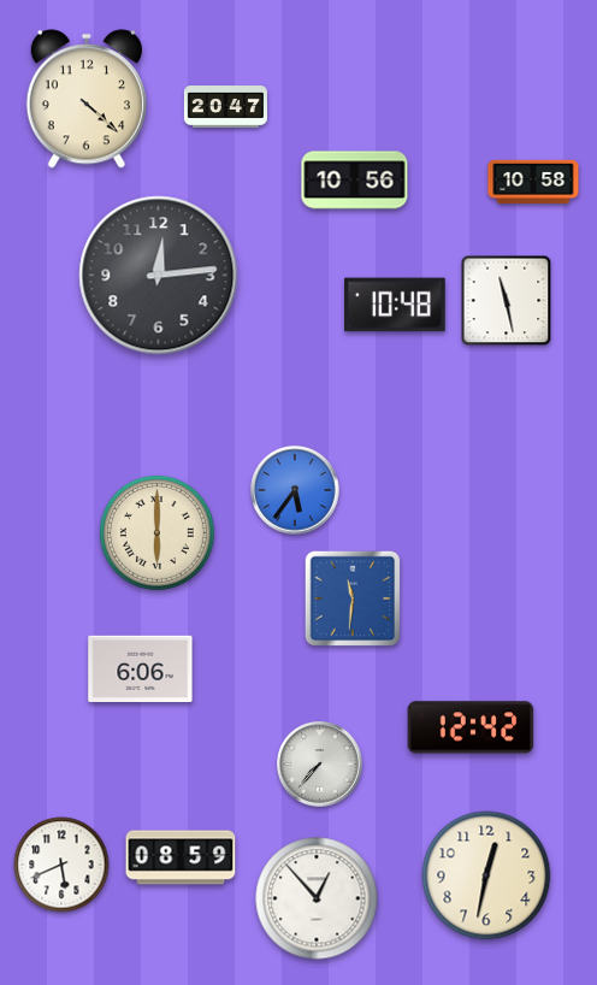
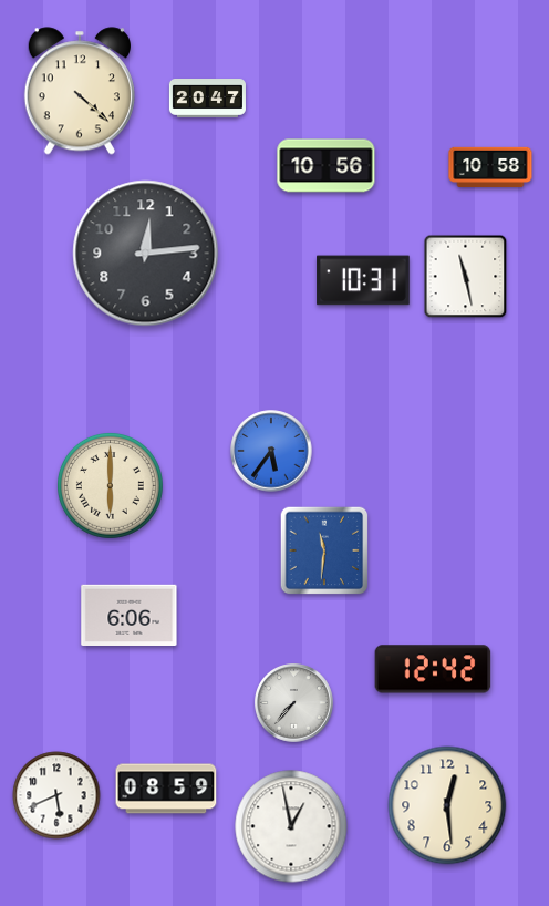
clock at (395, 305): 10:48 -> 10:31
clock at (156, 532) position: (156, 532) -> (110, 485)
clock at (486, 875): 12:32 -> 12:29
clock at (317, 898): 12:53 -> 12:58
